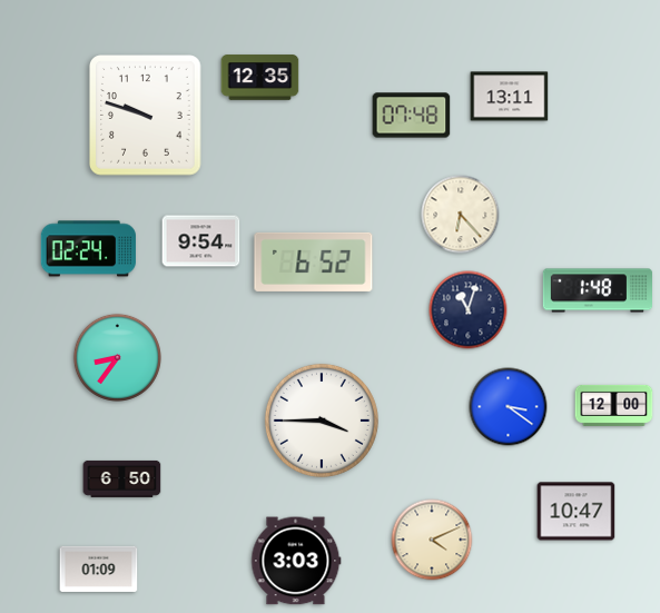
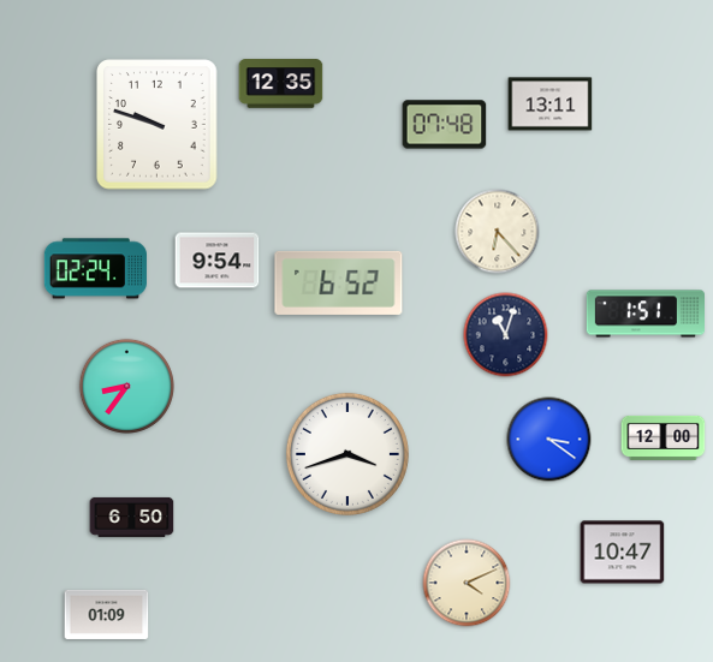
clock at (598, 290): 1:48 -> 1:51
clock at (322, 421): 3:45 -> 3:42
clock at (296, 561): 3:03 -> none
